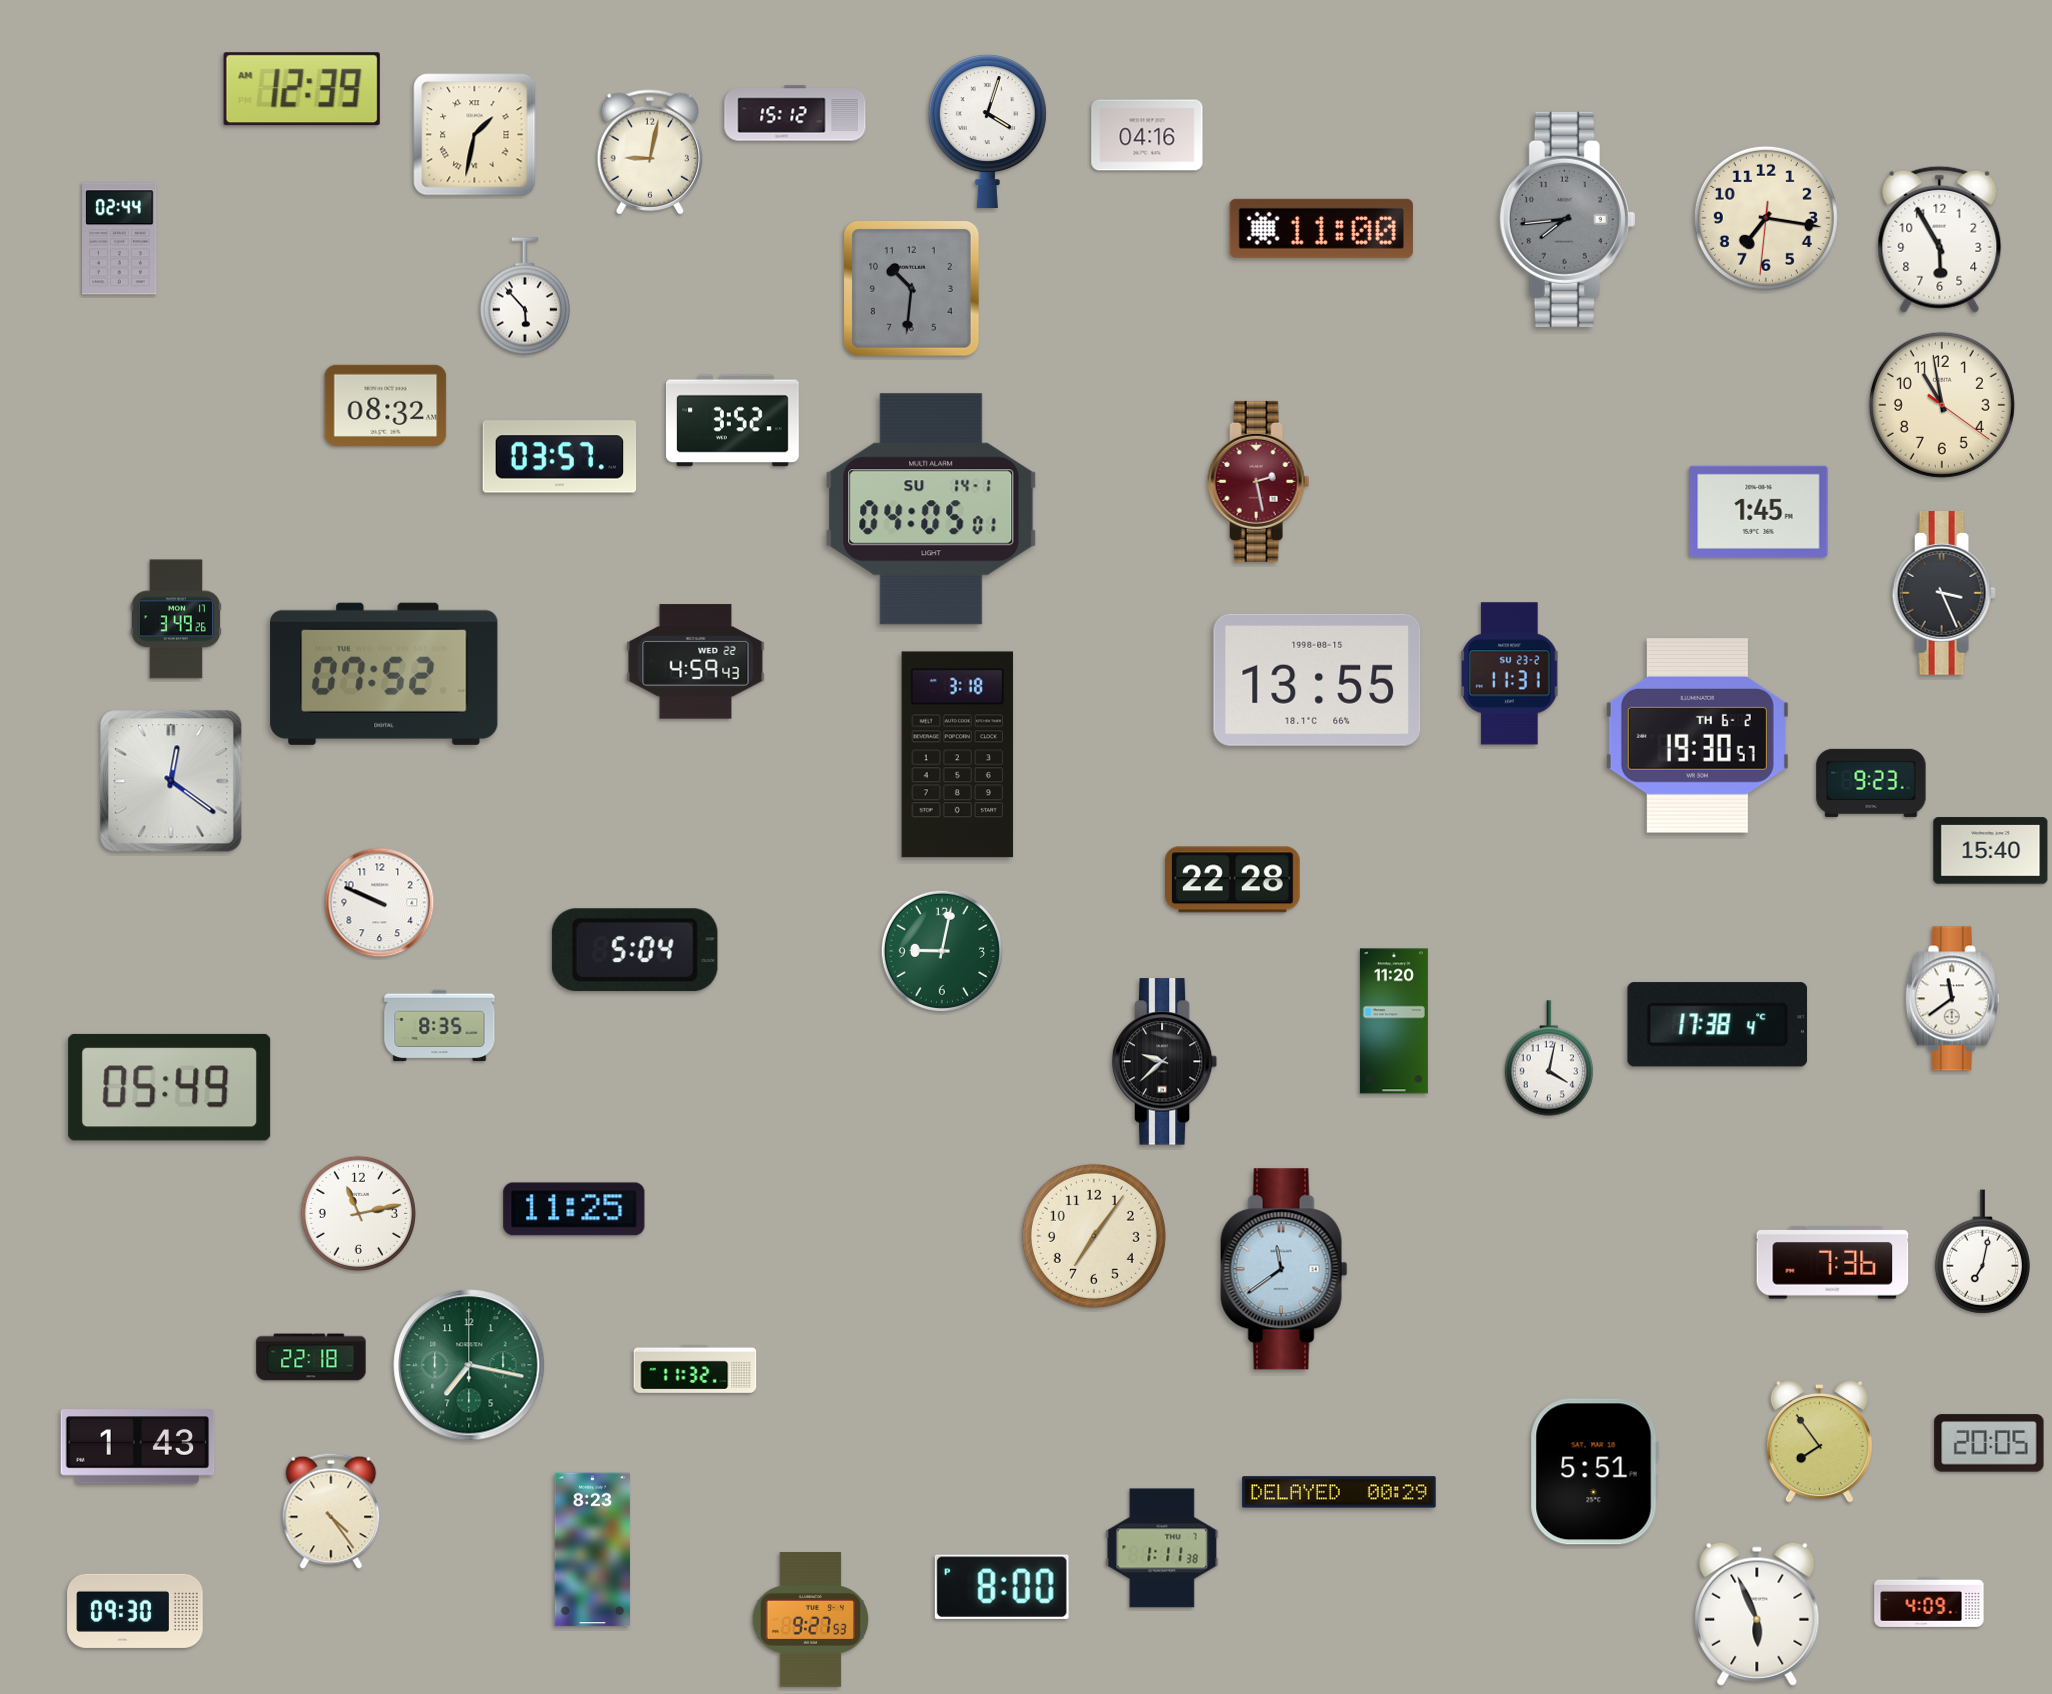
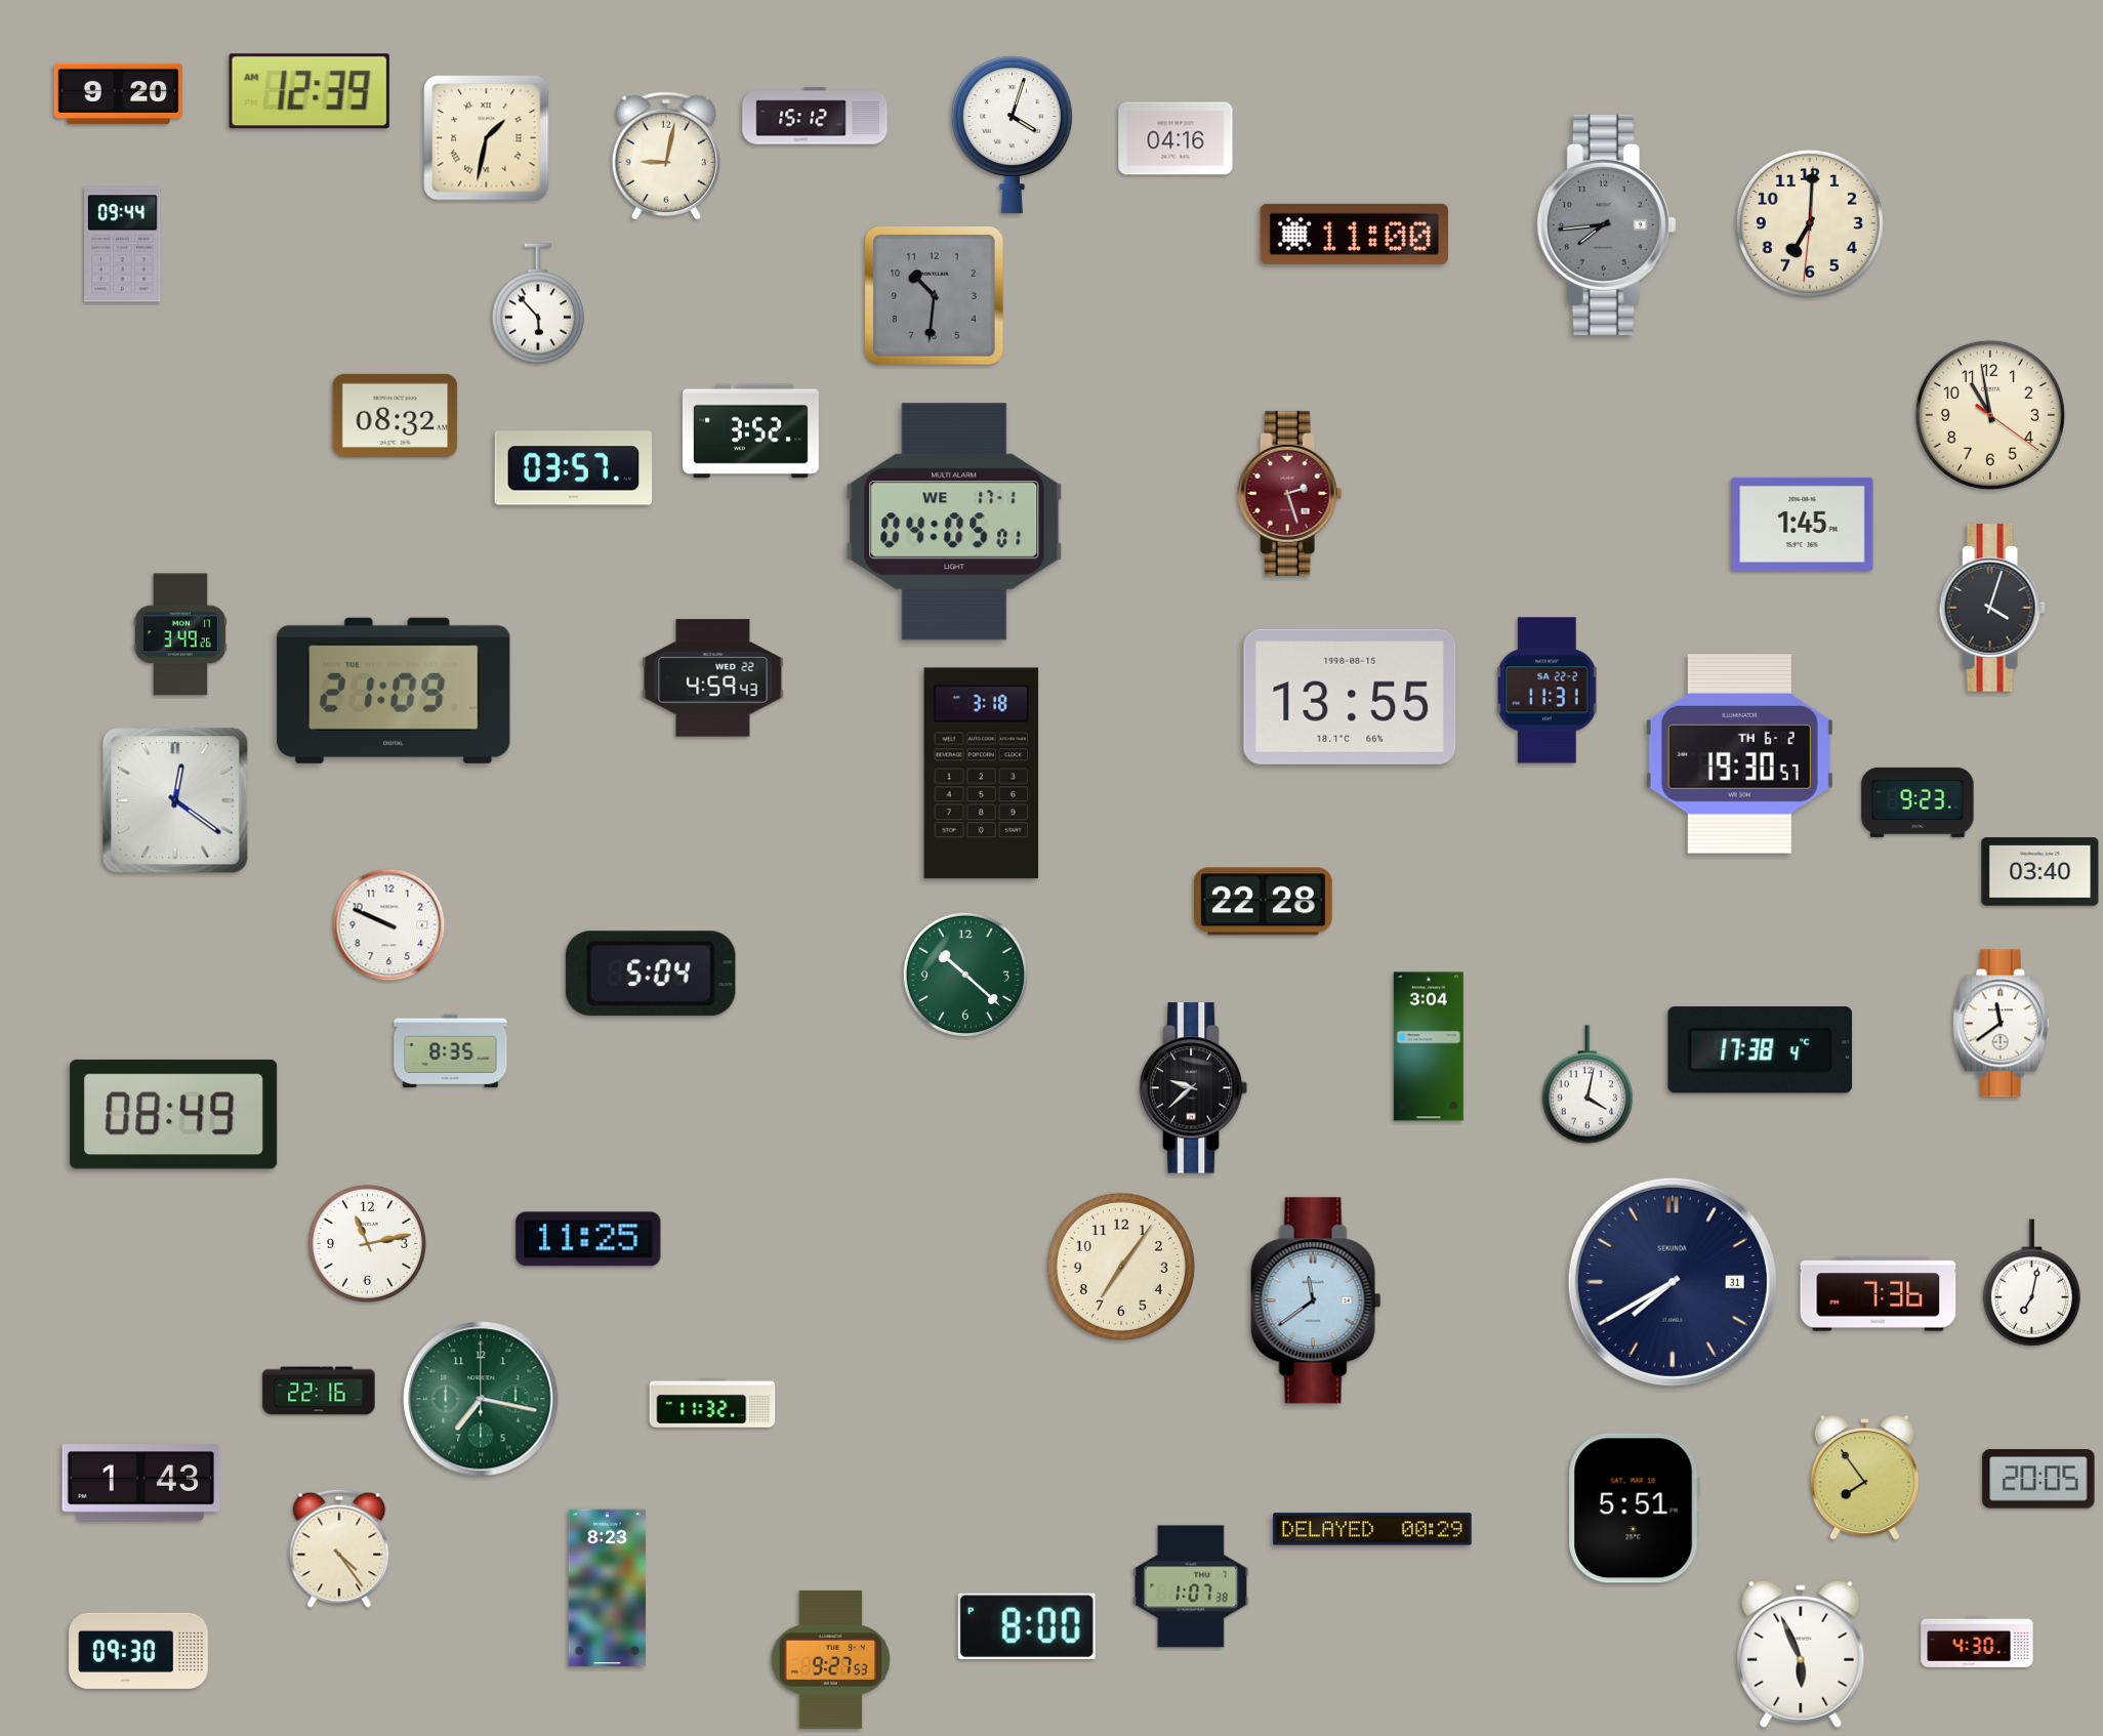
clock at (119, 93): none -> 9:20
clock at (1766, 218): 7:16 -> 7:00
clock at (120, 239): 02:44 -> 09:44
clock at (1940, 239): 5:55 -> none
clock at (1259, 481): 2:28 -> 2:27
clock at (931, 509) date: SU 14-1 -> WE 17-1
clock at (1944, 594): 3:26 -> 4:03
clock at (384, 674): 07:52 -> 21:09
clock at (1509, 674) date: SU 23-2 -> SA 22-2
clock at (1991, 851): 15:40 -> 03:40
clock at (942, 951): 9:02 -> 10:22
clock at (1394, 1021): 11:20 -> 3:04
clock at (170, 1087): 05:49 -> 08:49
clock at (1673, 1282): none -> 7:40
clock at (311, 1357): 22:18 -> 22:16
clock at (1162, 1548): 1:11 -> 1:07
clock at (1929, 1602): 4:09 -> 4:30
